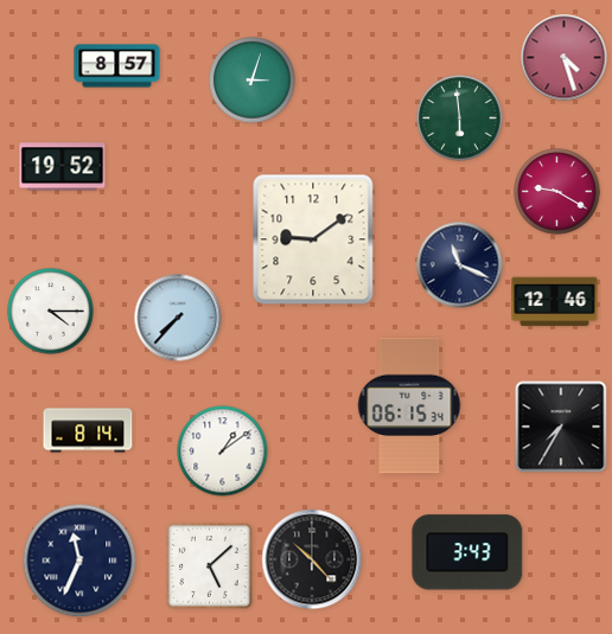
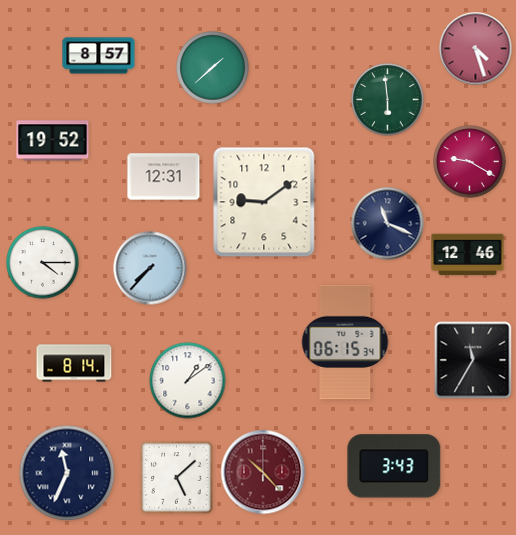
clock at (253, 81): 3:03 -> 1:38
clock at (164, 177): none -> 12:31
clock at (561, 427): 7:35 -> 11:35
clock at (312, 559) dial: black -> burgundy
